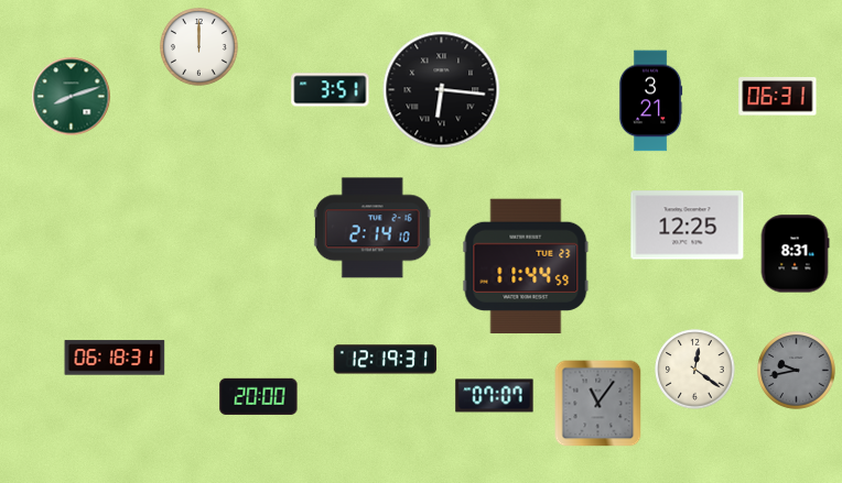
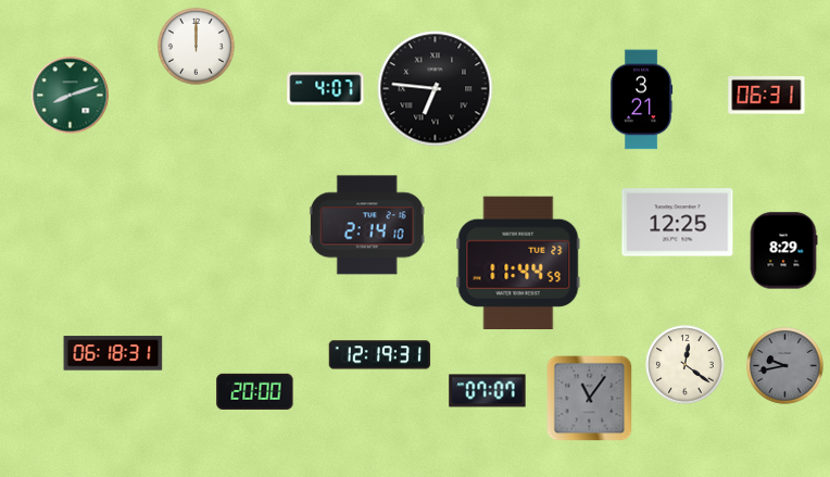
clock at (331, 90): 3:51 -> 4:07
clock at (442, 90): 6:16 -> 6:46
clock at (795, 254): 8:31 -> 8:29
